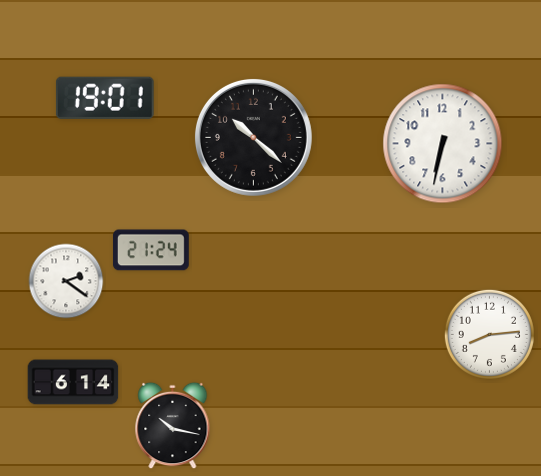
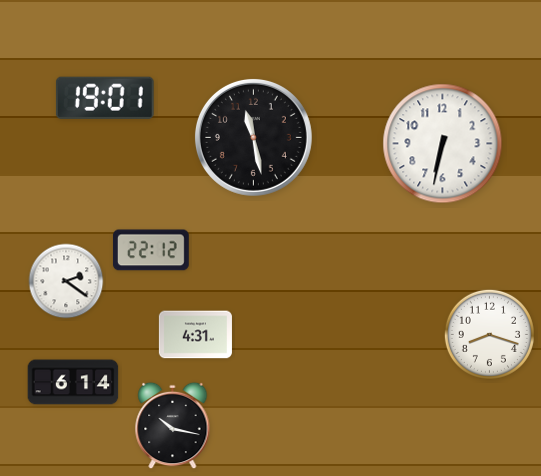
clock at (253, 137): 10:22 -> 11:28
clock at (151, 250): 21:24 -> 22:12
clock at (489, 334): 8:14 -> 8:18
clock at (195, 335): none -> 4:31
